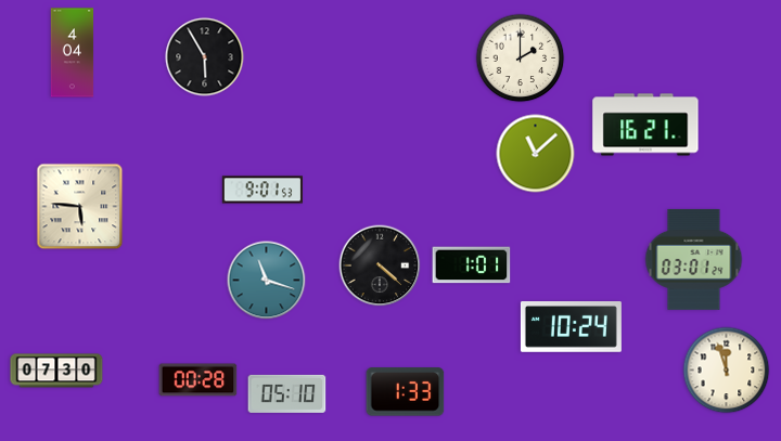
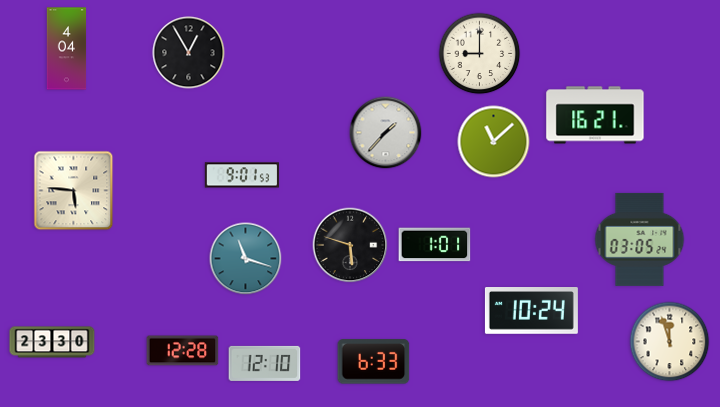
clock at (205, 57): 5:55 -> 12:55
clock at (521, 59): 2:00 -> 9:00
clock at (386, 133): none -> 1:37
clock at (694, 259): 03:01 -> 03:05
clock at (380, 265): 4:22 -> 5:48
clock at (571, 327) position: (571, 327) -> (531, 311)
clock at (56, 371): 07:30 -> 23:30
clock at (199, 380): 00:28 -> 12:28
clock at (406, 392): 1:33 -> 6:33
clock at (287, 393): 05:10 -> 12:10
